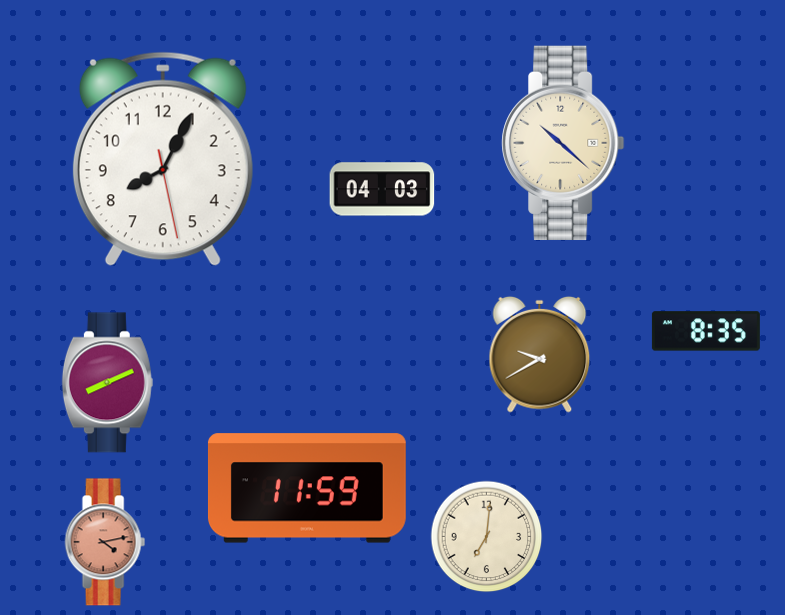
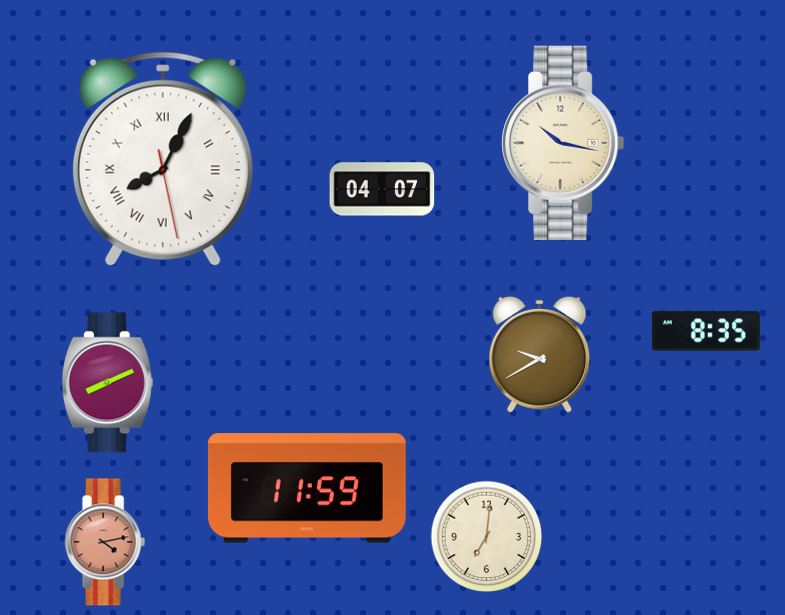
clock at (563, 143): 10:22 -> 10:17
clock at (163, 159) numerals: Arabic -> Roman
clock at (382, 189): 04:03 -> 04:07
